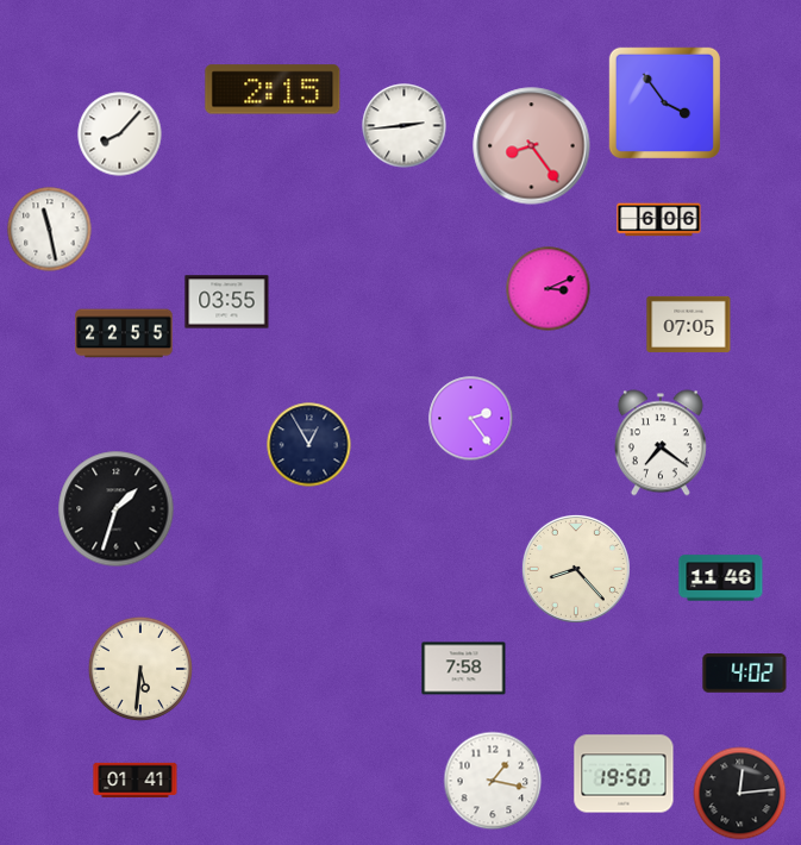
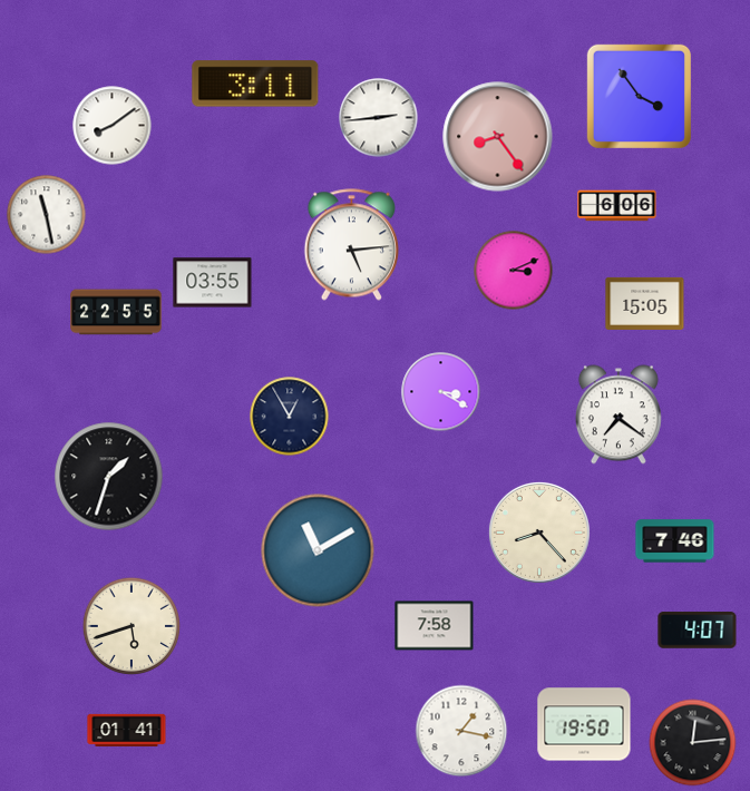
clock at (273, 89): 2:15 -> 3:11
clock at (664, 102) position: (664, 102) -> (639, 96)
clock at (120, 134): 8:07 -> 8:09
clock at (351, 245): none -> 5:14
clock at (689, 324): 07:05 -> 15:05
clock at (471, 419): 2:24 -> 3:20
clock at (721, 578): 11:46 -> 7:46
clock at (318, 550): none -> 11:10
clock at (139, 668): 5:31 -> 5:42
clock at (745, 674): 4:02 -> 4:07
